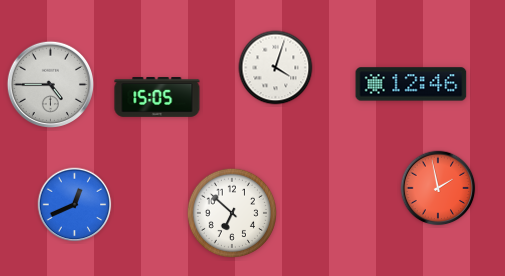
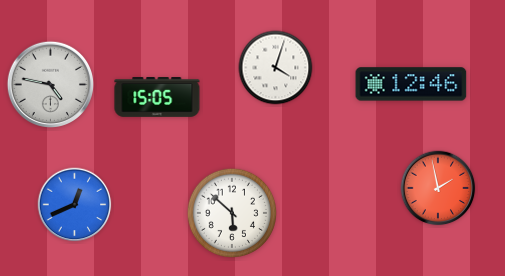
clock at (51, 85): 4:45 -> 4:47
clock at (231, 212): 6:52 -> 5:52
